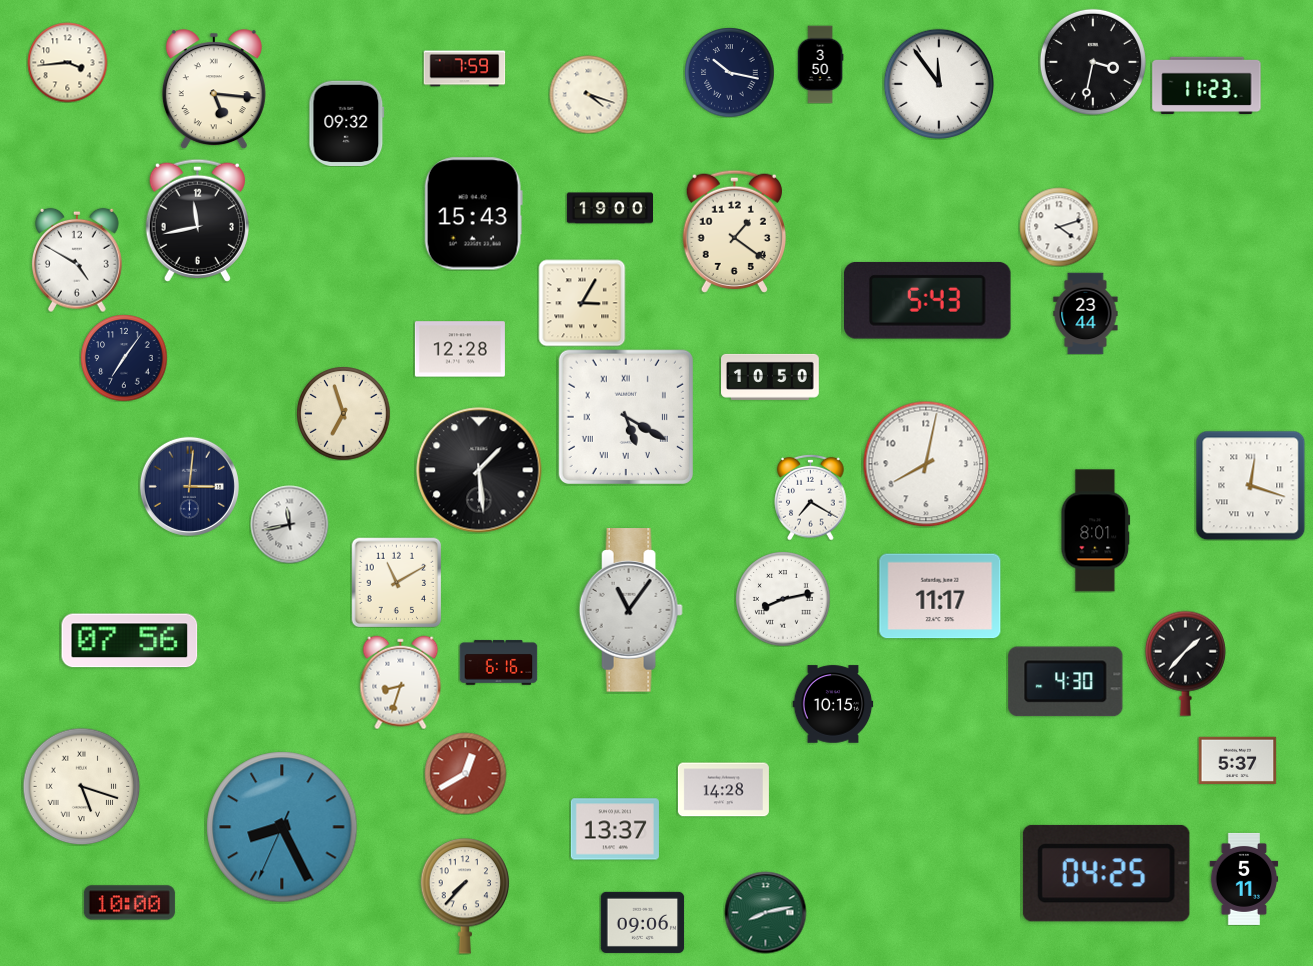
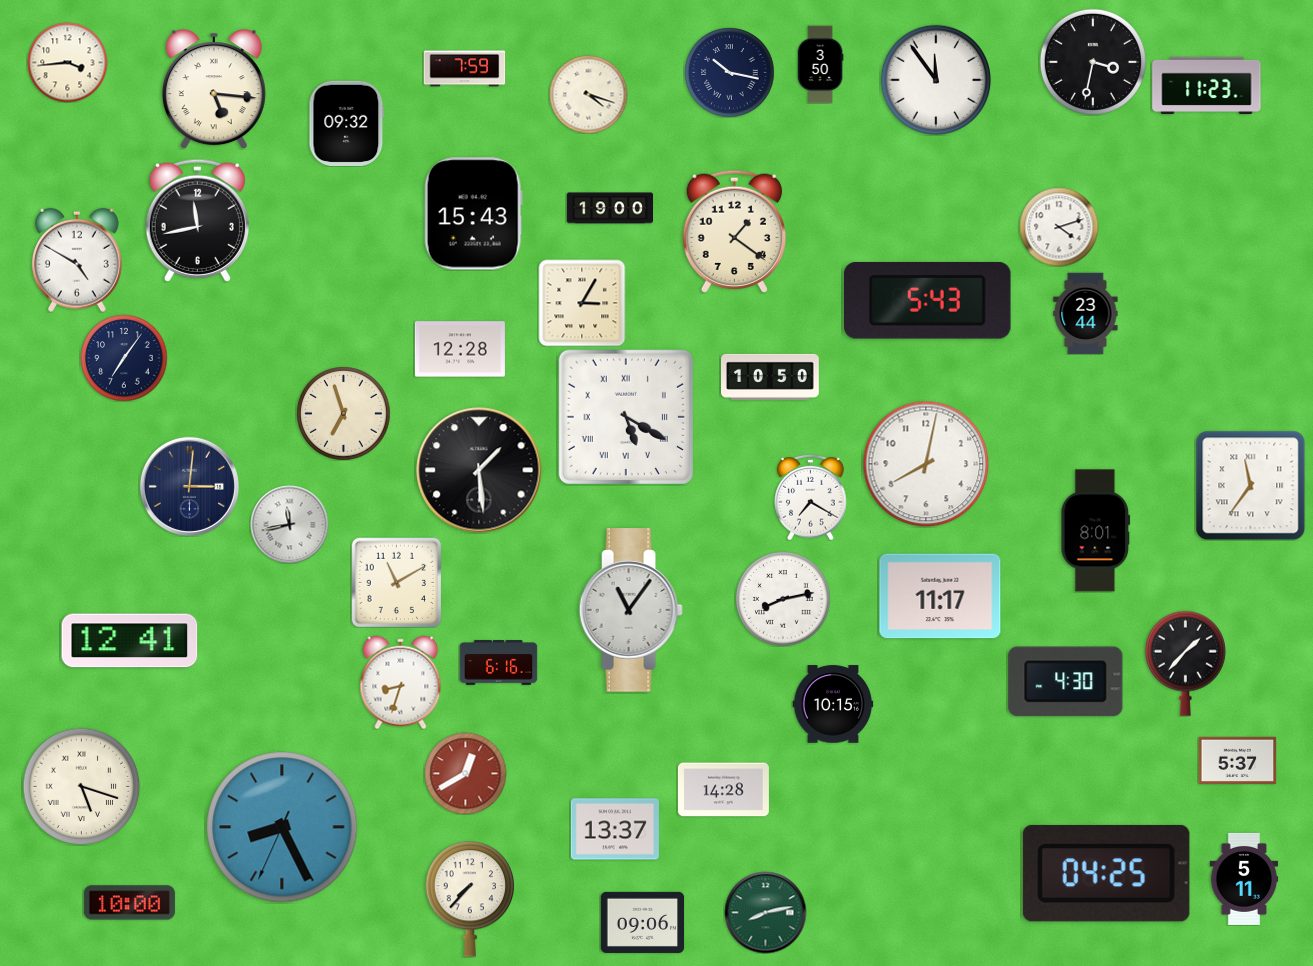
clock at (938, 83) position: (938, 83) -> (935, 79)
clock at (1250, 485): 12:18 -> 11:36
clock at (130, 641): 07:56 -> 12:41
clock at (465, 896) position: (465, 896) -> (470, 899)
